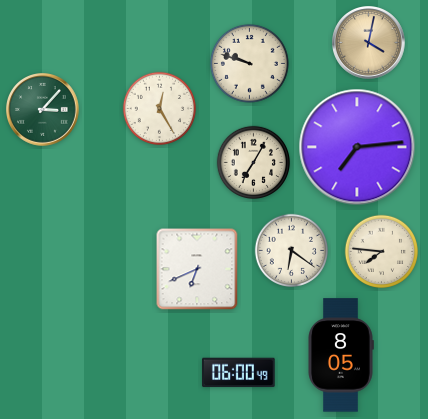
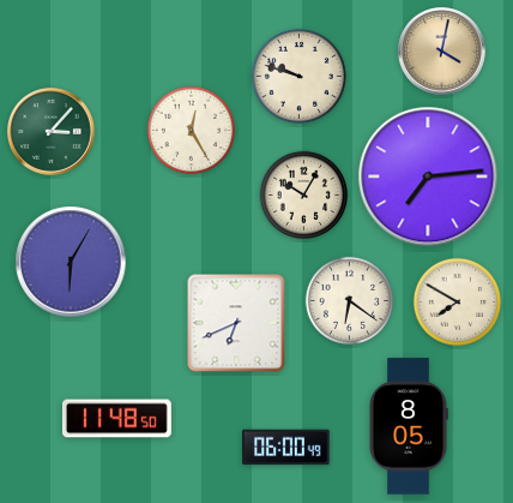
clock at (254, 163): 7:05 -> 10:05
clock at (71, 262): none -> 6:05
clock at (382, 252): 7:46 -> 7:50
clock at (116, 419): none -> 11:48
